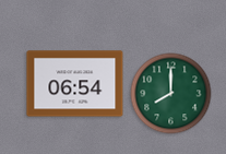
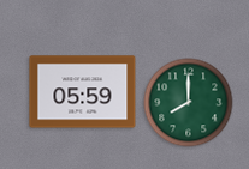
clock at (75, 84): 06:54 -> 05:59
